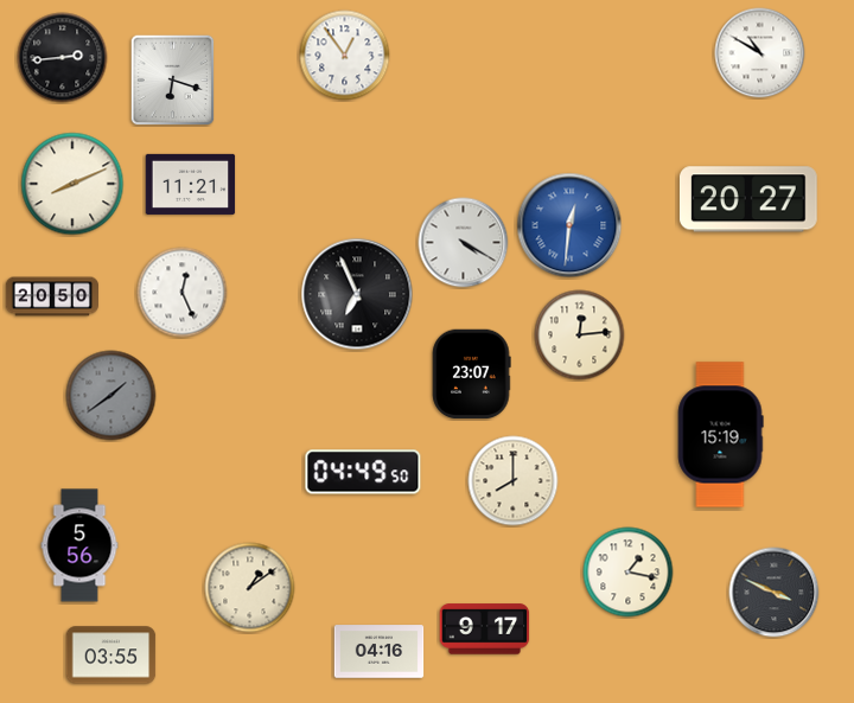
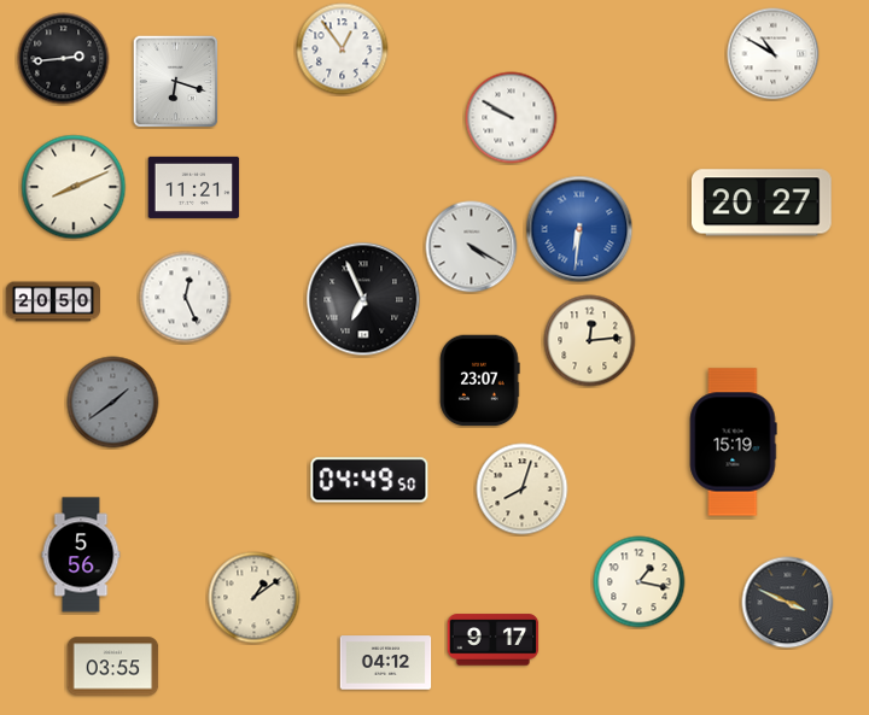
clock at (345, 56) position: (345, 56) -> (343, 49)
clock at (512, 118): none -> 9:50
clock at (569, 225): 12:31 -> 6:31
clock at (514, 481): 8:00 -> 8:03
clock at (380, 652): 04:16 -> 04:12
